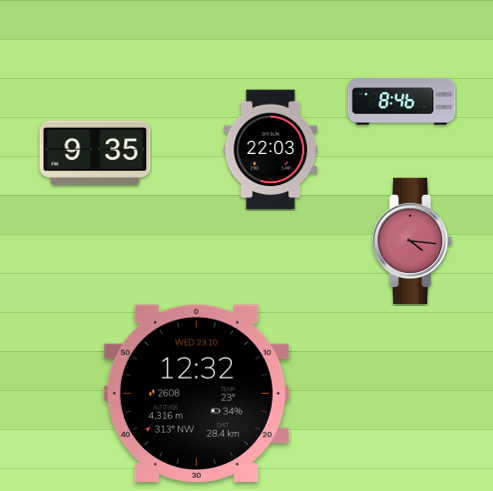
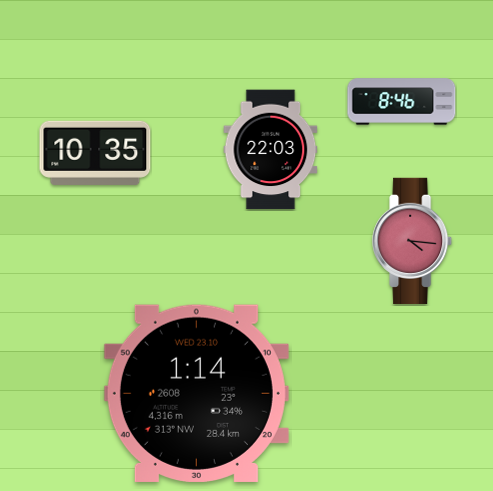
clock at (95, 153): 9:35 -> 10:35
clock at (196, 393): 12:32 -> 1:14
